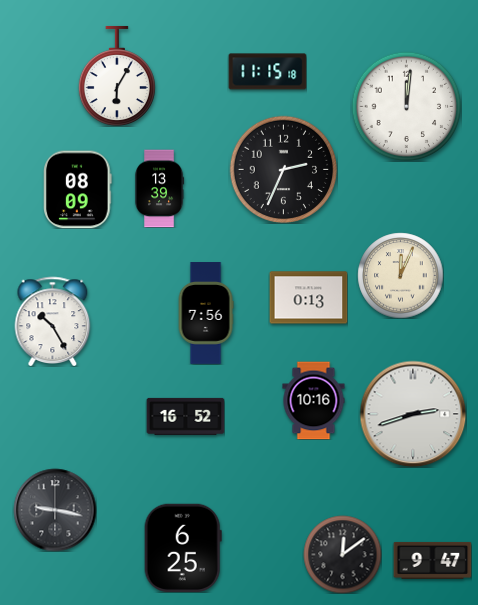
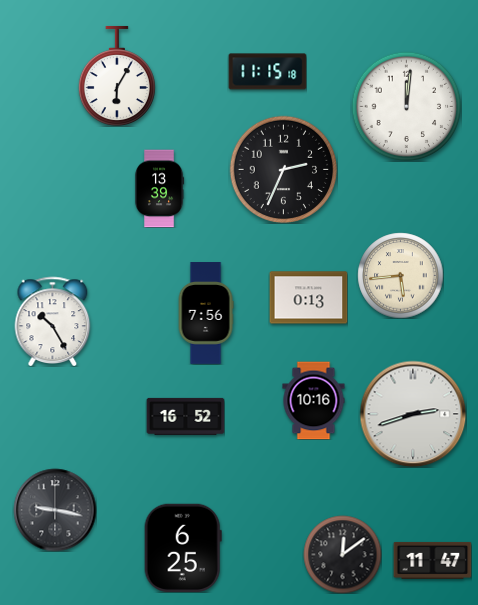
clock at (78, 189): 08:09 -> none
clock at (400, 275): 12:04 -> 5:44
clock at (432, 560): 9:47 -> 11:47
